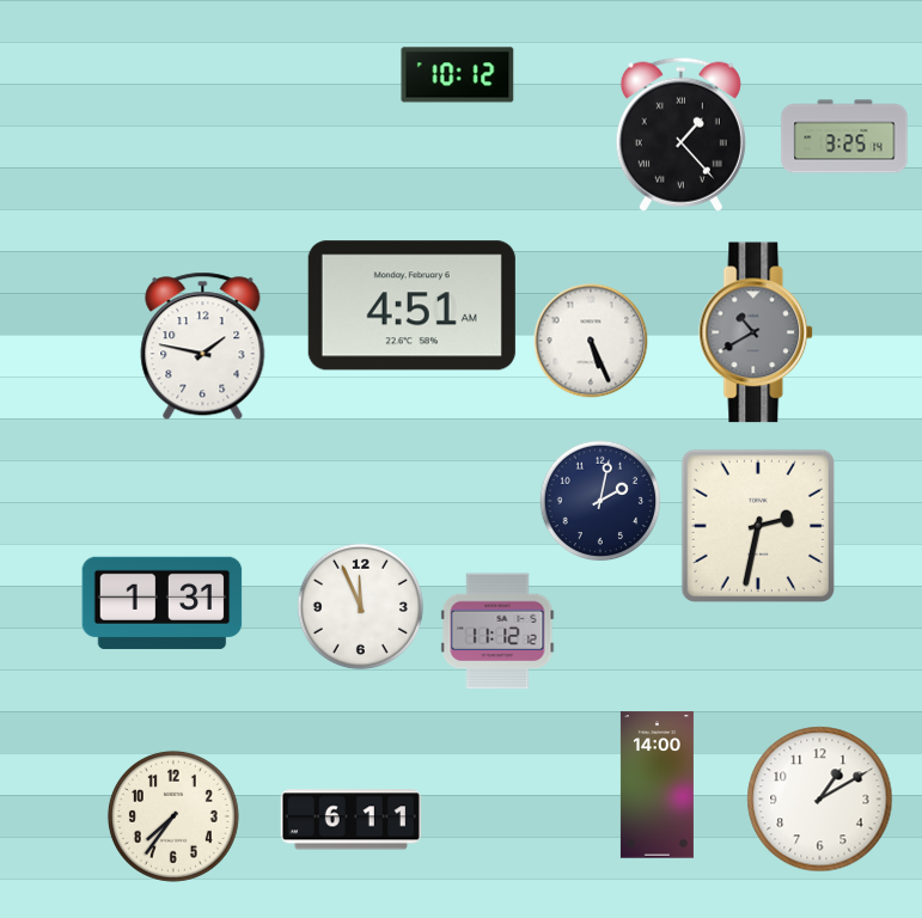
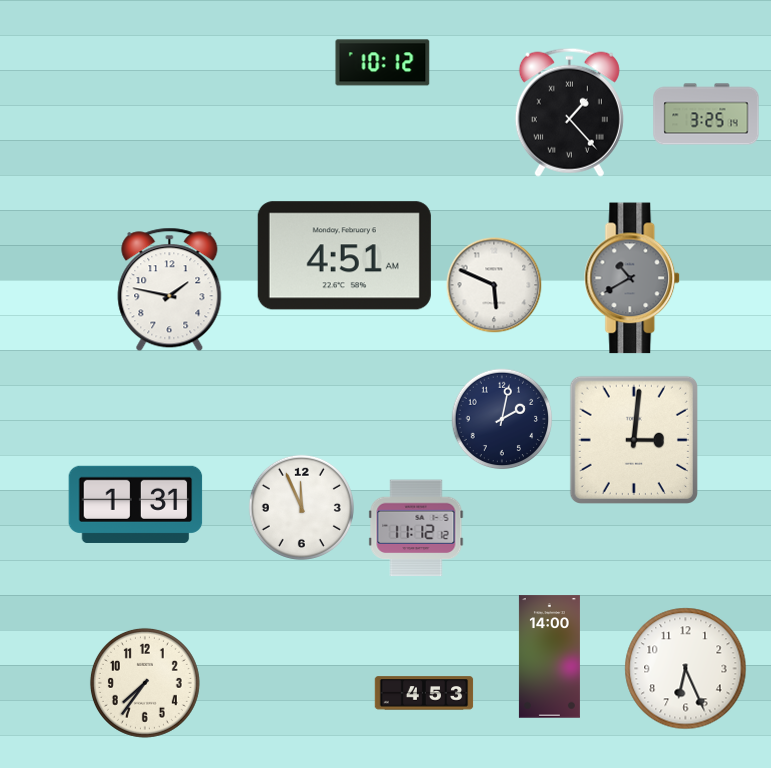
clock at (591, 341): 5:26 -> 5:49
clock at (758, 526): 2:32 -> 3:01
clock at (820, 800): 1:10 -> 6:26
clock at (350, 820): 6:11 -> none
clock at (424, 693): none -> 4:53
